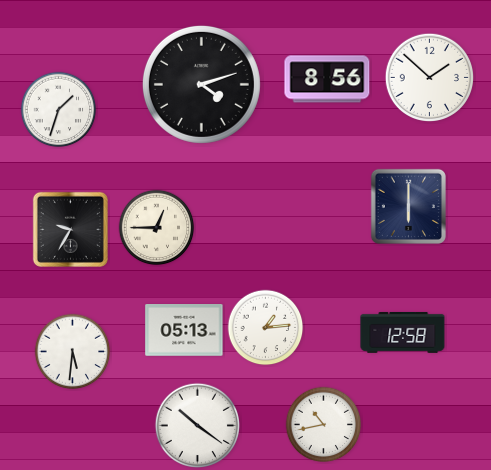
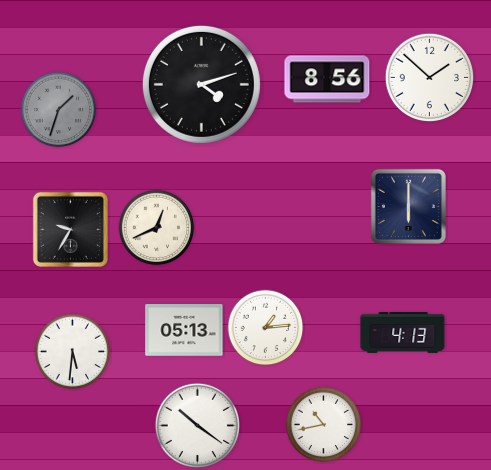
clock at (59, 110) dial: white -> grey
clock at (157, 228): 12:45 -> 12:41
clock at (403, 332): 12:58 -> 4:13
